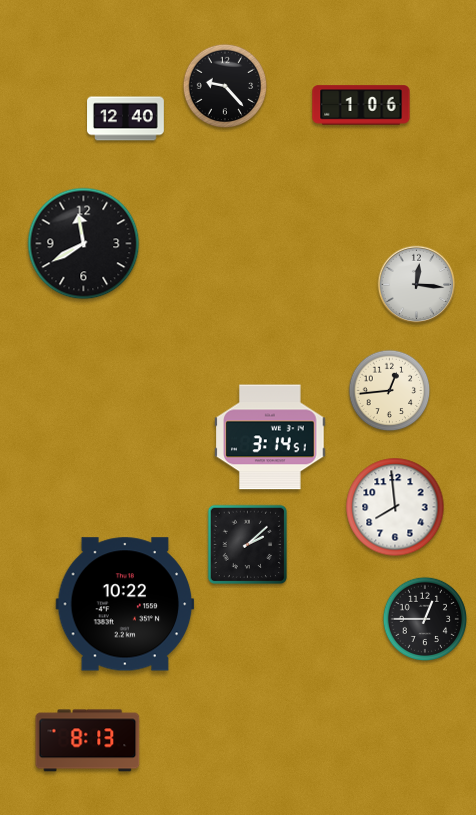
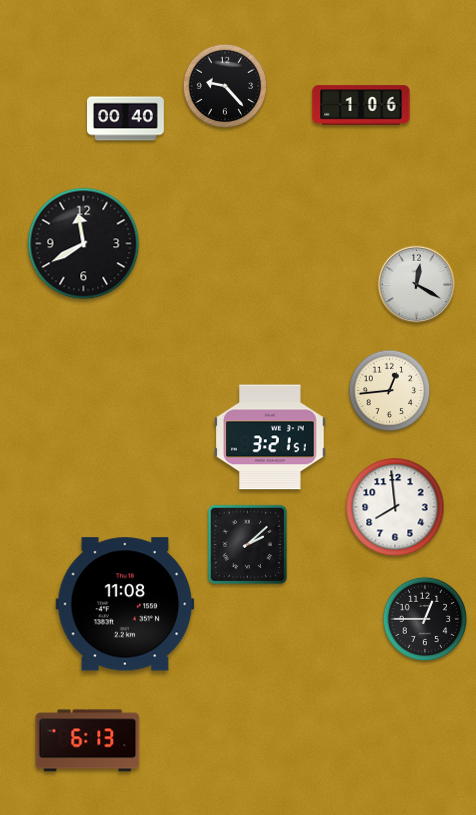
clock at (126, 119): 12:40 -> 00:40
clock at (417, 285): 12:16 -> 12:20
clock at (270, 437): 3:14 -> 3:21
clock at (125, 604): 10:22 -> 11:08
clock at (88, 741): 8:13 -> 6:13
